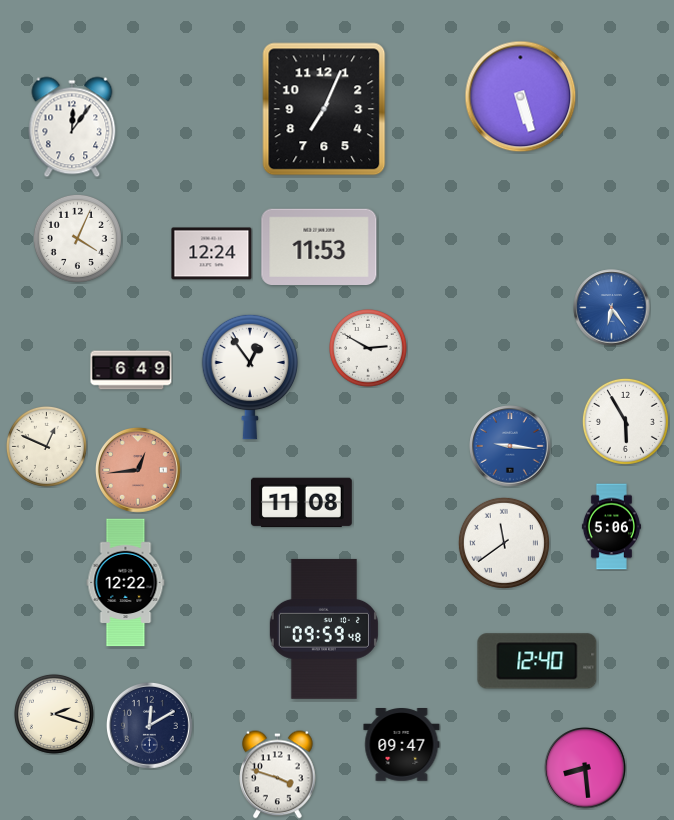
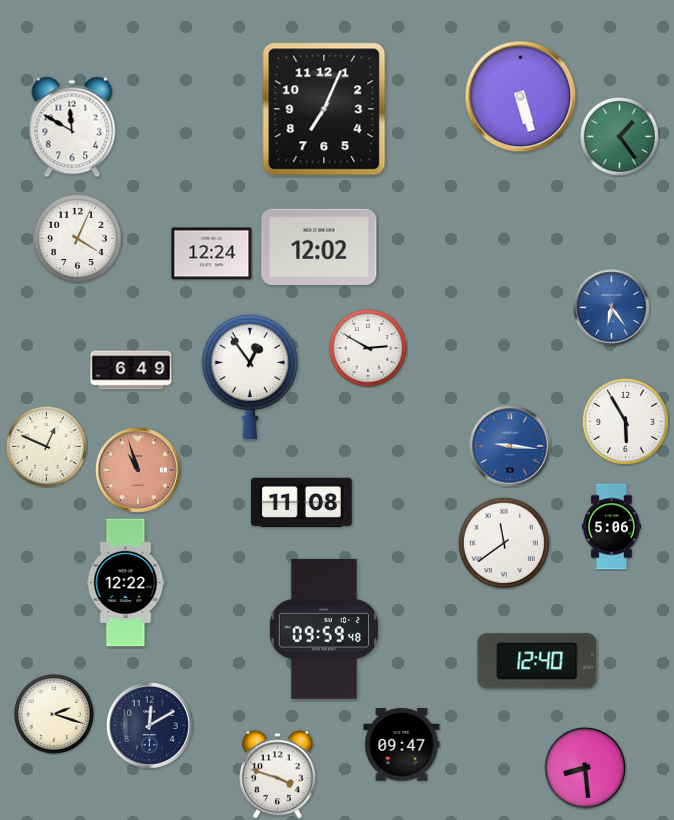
clock at (72, 127): 12:06 -> 11:50
clock at (620, 137): none -> 1:24
clock at (319, 246): 11:53 -> 12:02
clock at (139, 471): 12:44 -> 10:57
